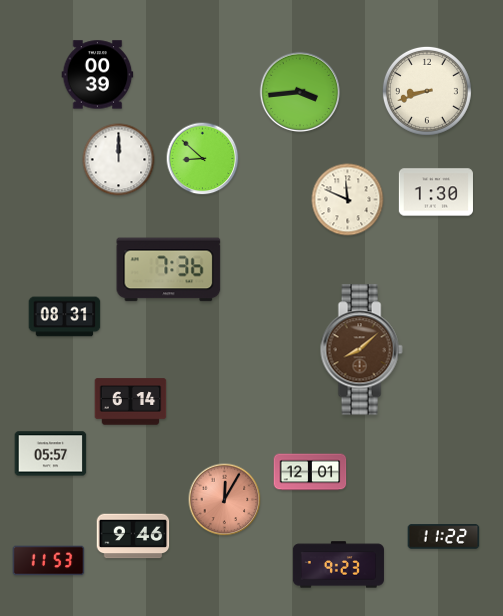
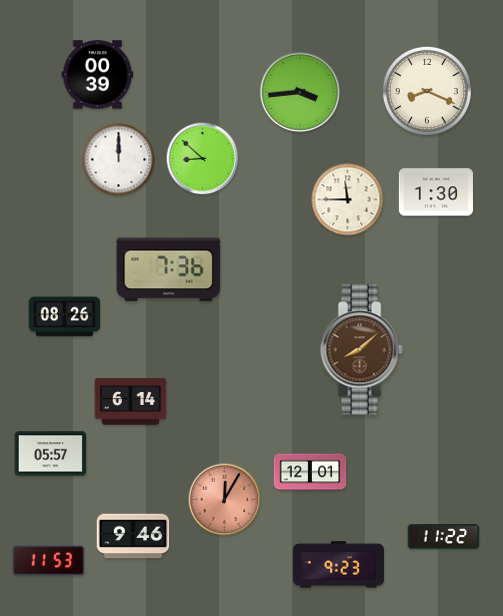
clock at (427, 91): 8:42 -> 8:19
clock at (348, 200): 11:49 -> 11:45
clock at (65, 317): 08:31 -> 08:26
